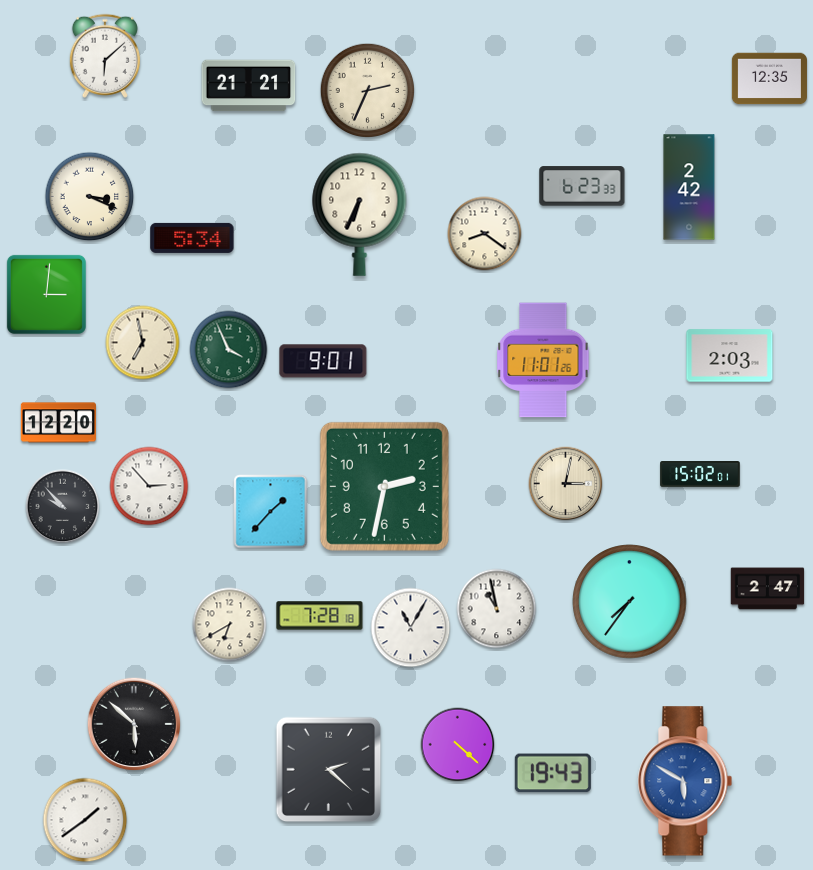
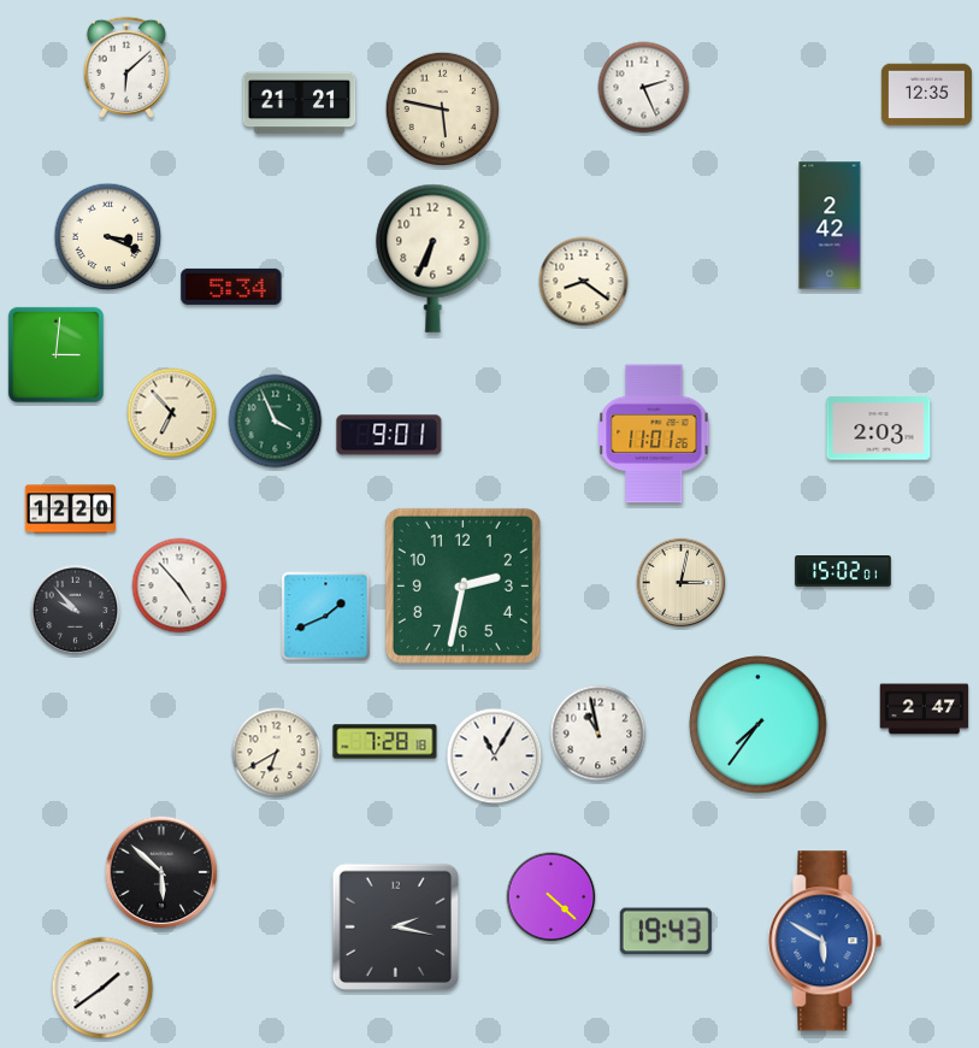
clock at (644, 88): none -> 2:26
clock at (368, 91): 2:34 -> 5:47
clock at (582, 186): 6:23 -> none
clock at (143, 343): 6:58 -> 6:53
clock at (149, 486): 2:53 -> 4:53
clock at (271, 512): 1:37 -> 1:41
clock at (329, 770): 2:22 -> 2:17
